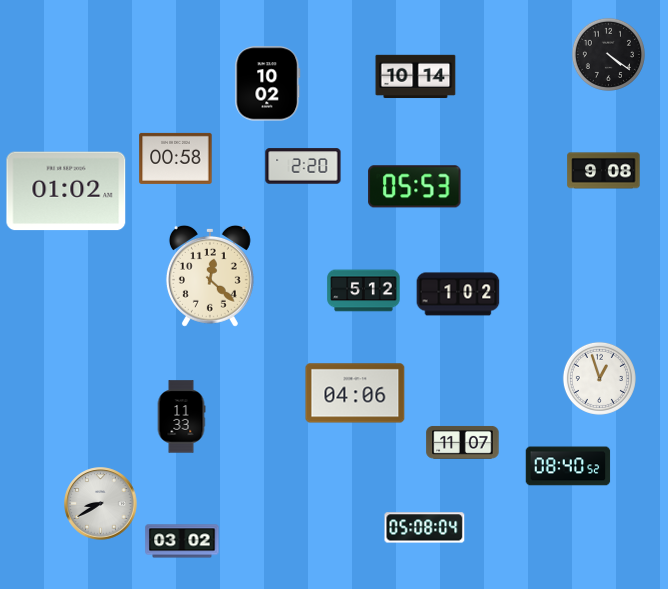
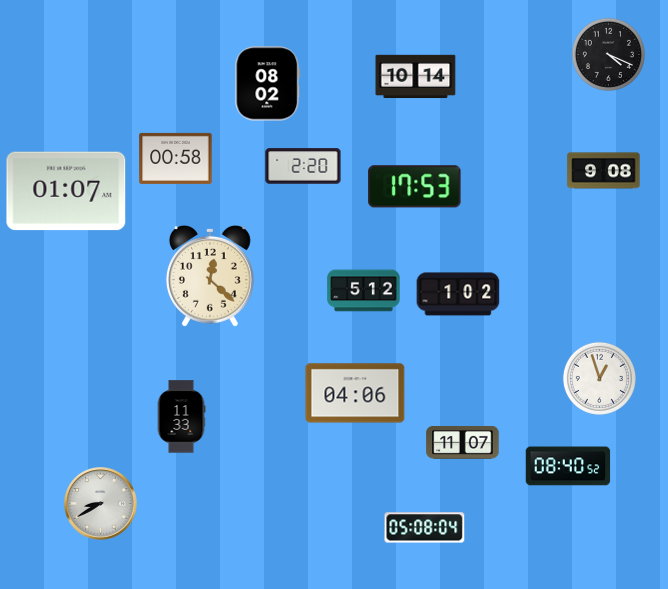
clock at (608, 54): 4:21 -> 4:19
clock at (268, 84): 10:02 -> 08:02
clock at (415, 187): 05:53 -> 17:53
clock at (66, 191): 01:02 -> 01:07
clock at (182, 541): 03:02 -> none
